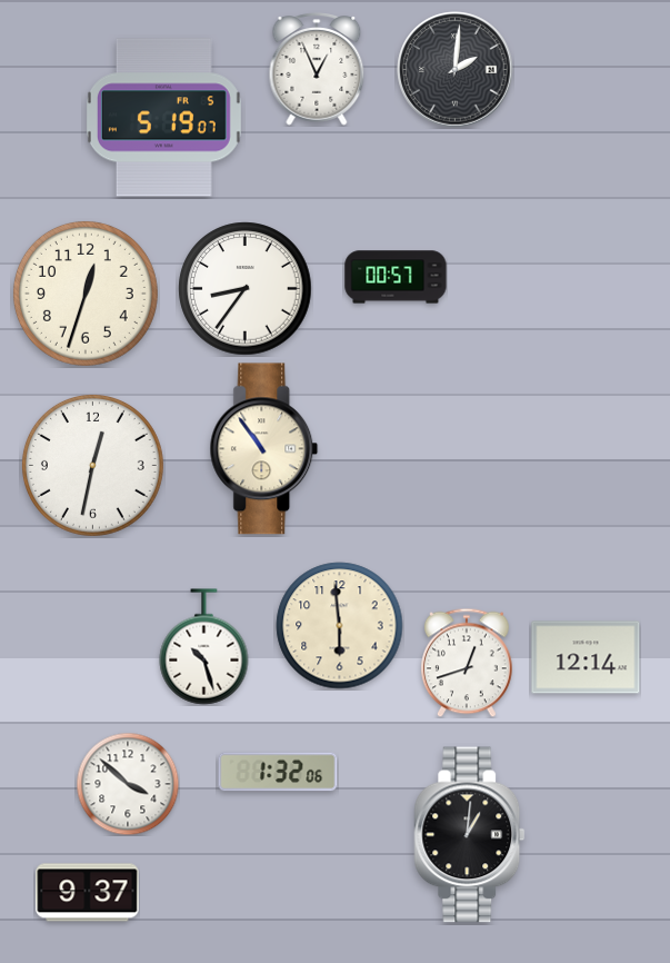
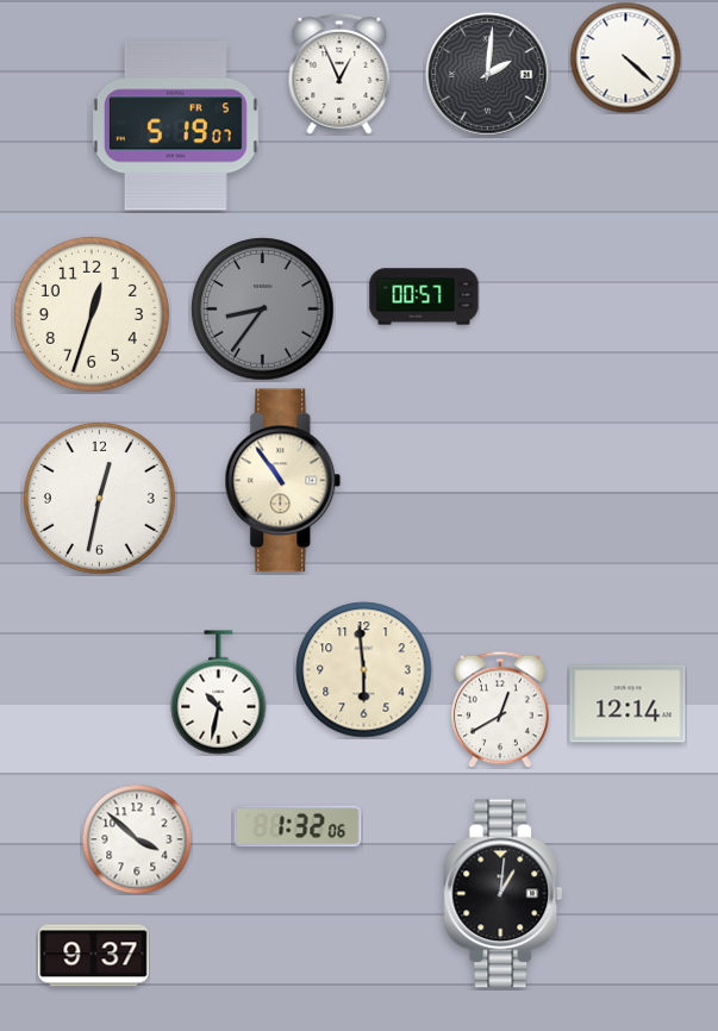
clock at (625, 57): none -> 4:22
clock at (246, 289) dial: white -> grey
clock at (204, 647): 10:27 -> 10:32
clock at (468, 663): 12:42 -> 12:40
